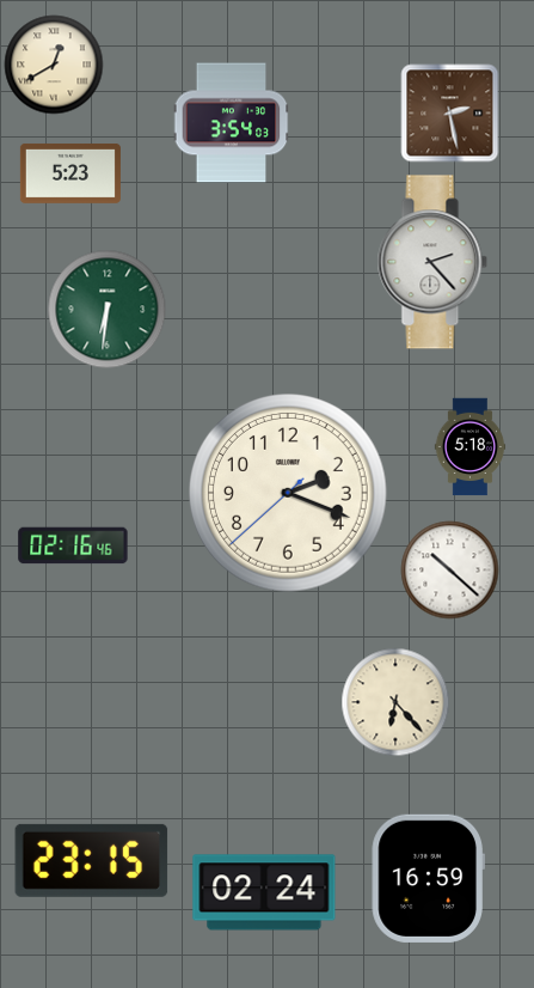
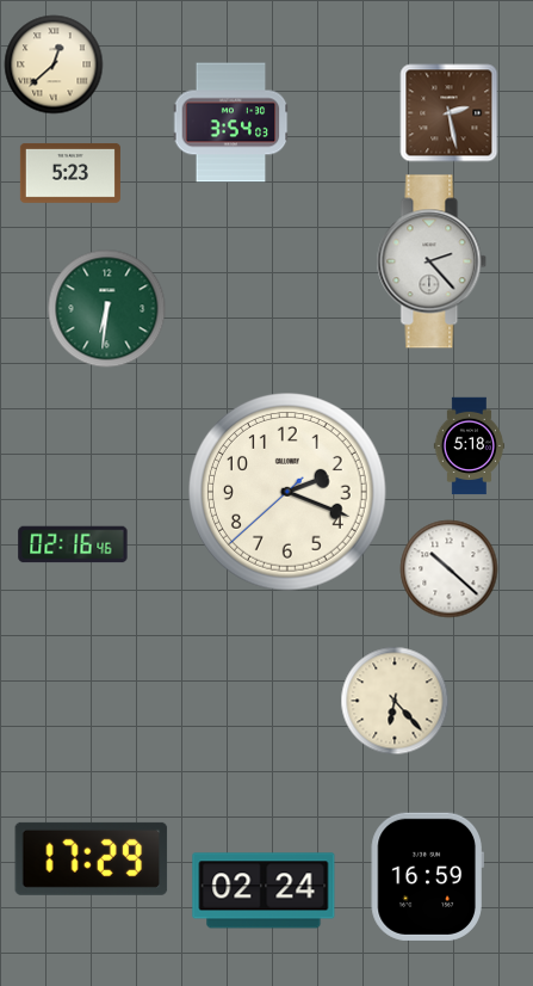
clock at (54, 65): 12:40 -> 12:38
clock at (92, 860): 23:15 -> 17:29
